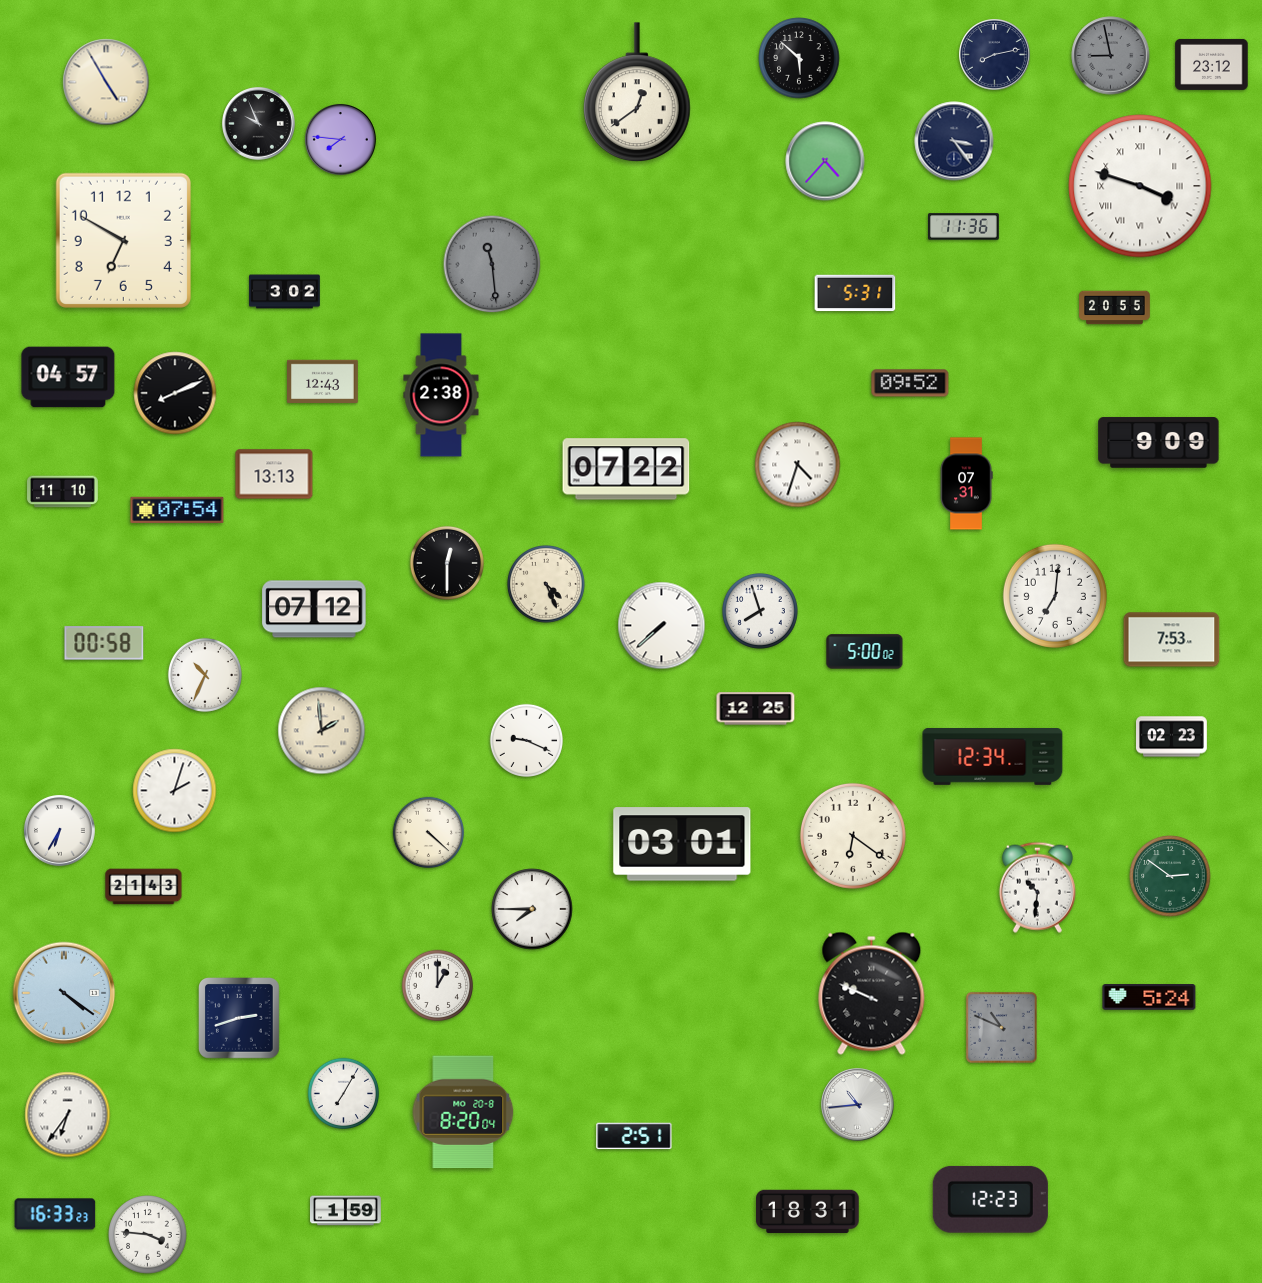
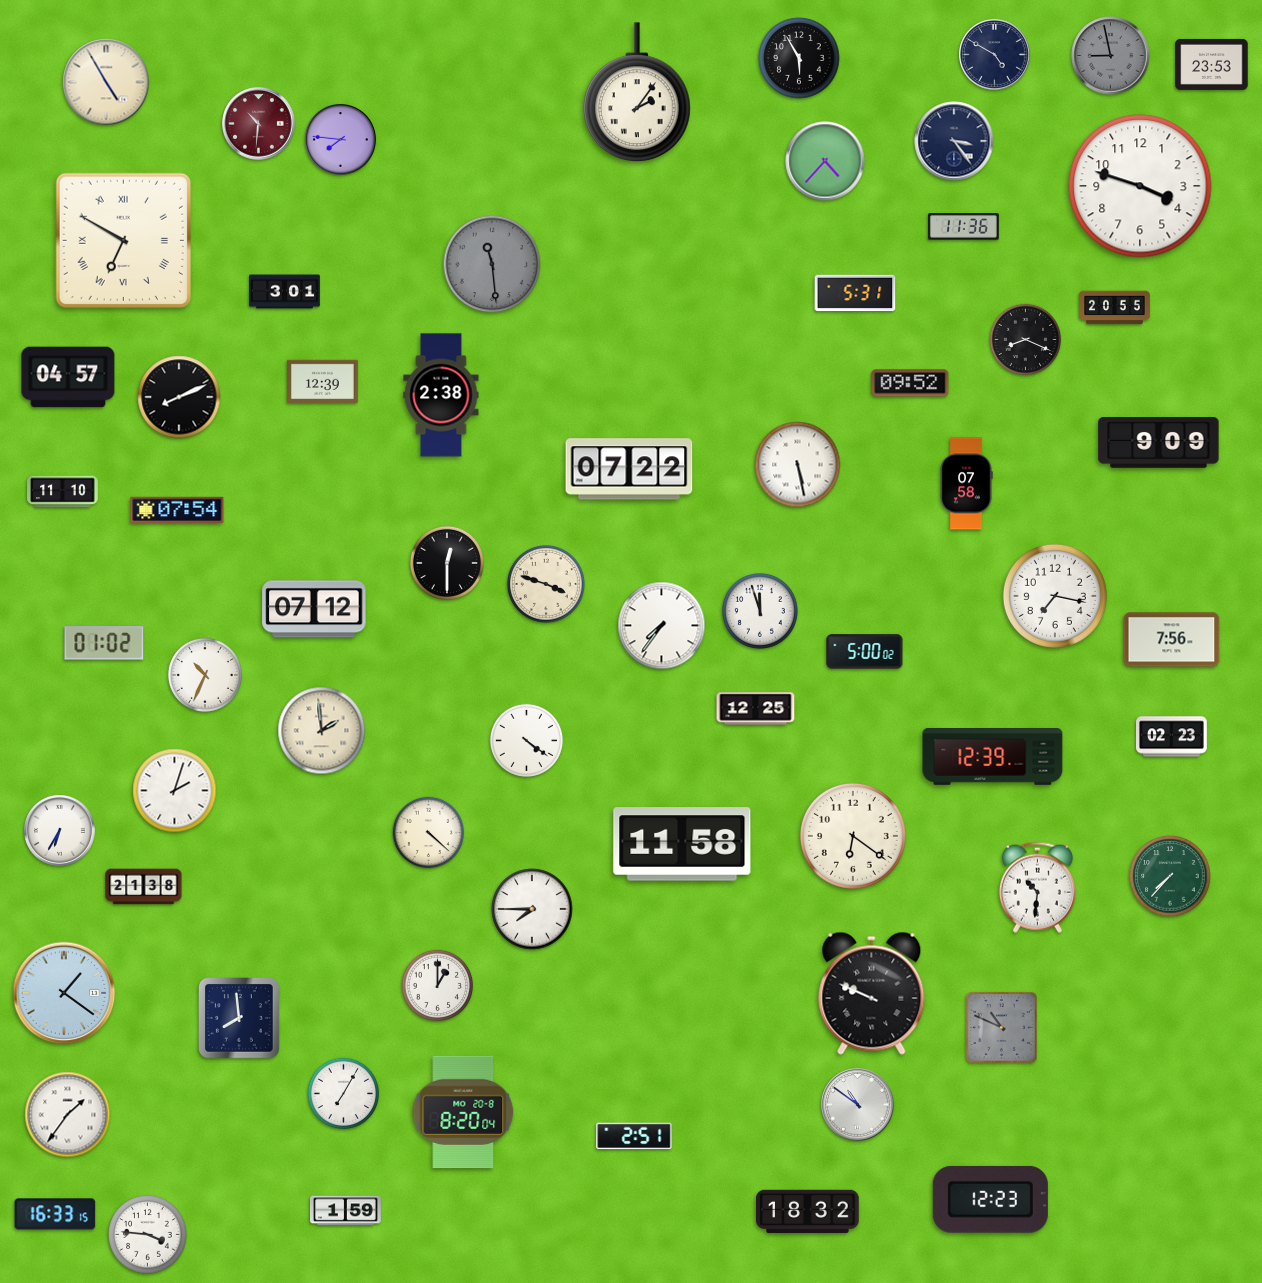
clock at (995, 55): 8:13 -> 4:50
clock at (799, 58): 5:52 -> 5:55
clock at (1212, 64): 23:12 -> 23:53
clock at (638, 92): 12:39 -> 2:06
clock at (259, 124): 9:56 -> 10:31
clock at (259, 124) dial: black -> burgundy
clock at (1140, 186) numerals: Roman -> Arabic
clock at (123, 240) numerals: Arabic -> Roman
clock at (285, 292): 3:02 -> 3:01
clock at (1026, 340): none -> 8:19
clock at (323, 381): 12:43 -> 12:39
clock at (175, 393) position: (175, 393) -> (179, 397)
clock at (798, 465): 4:33 -> 5:28
clock at (626, 469) position: (626, 469) -> (629, 469)
clock at (274, 474): 13:13 -> none
clock at (966, 484): 07:31 -> 07:58
clock at (547, 585): 4:26 -> 3:48
clock at (1055, 596): 7:01 -> 7:17
clock at (760, 611): 7:57 -> 11:57
clock at (662, 626): 7:38 -> 7:36
clock at (1172, 640): 7:53 -> 7:56
clock at (104, 643): 00:58 -> 01:02
clock at (526, 740): 9:19 -> 4:21
clock at (993, 757): 12:34 -> 12:39
clock at (682, 844): 03:01 -> 11:58
clock at (1170, 876): 2:51 -> 7:37
clock at (144, 887): 21:43 -> 21:38
clock at (64, 993): 4:21 -> 1:21
clock at (1149, 997): 5:24 -> none
clock at (240, 1019): 2:42 -> 7:59
clock at (858, 1105): 10:44 -> 10:51
clock at (68, 1115): 6:36 -> 1:36
clock at (808, 1211): 18:31 -> 18:32
clock at (55, 1214): 16:33:23 -> 16:33:15
